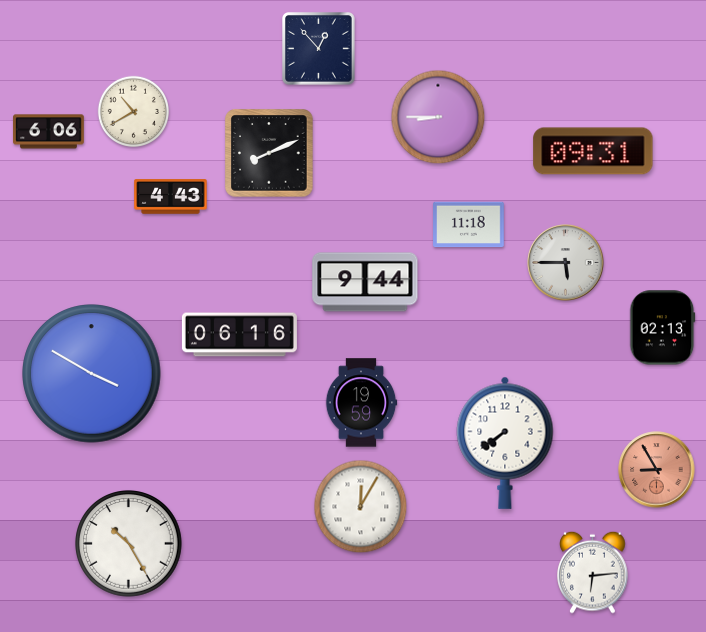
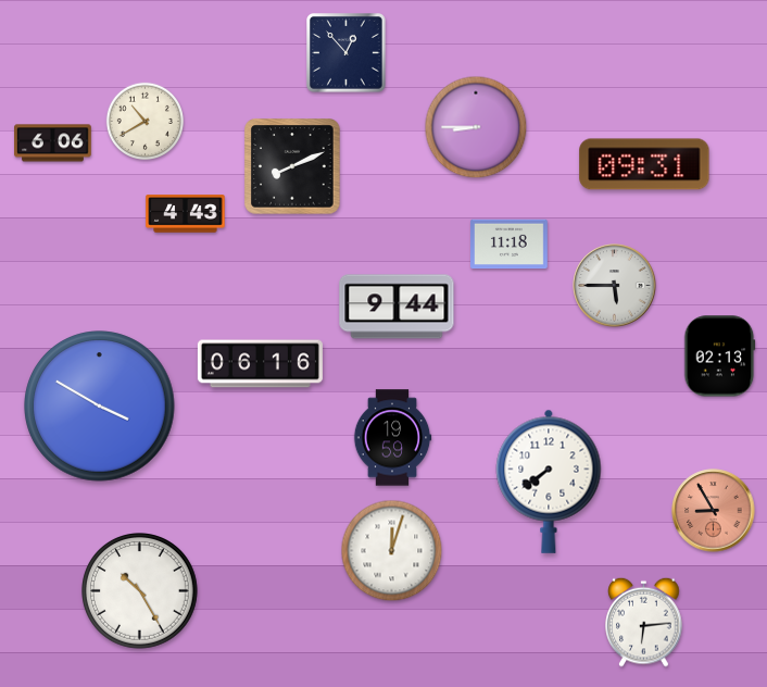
clock at (361, 507): 12:05 -> 12:03
